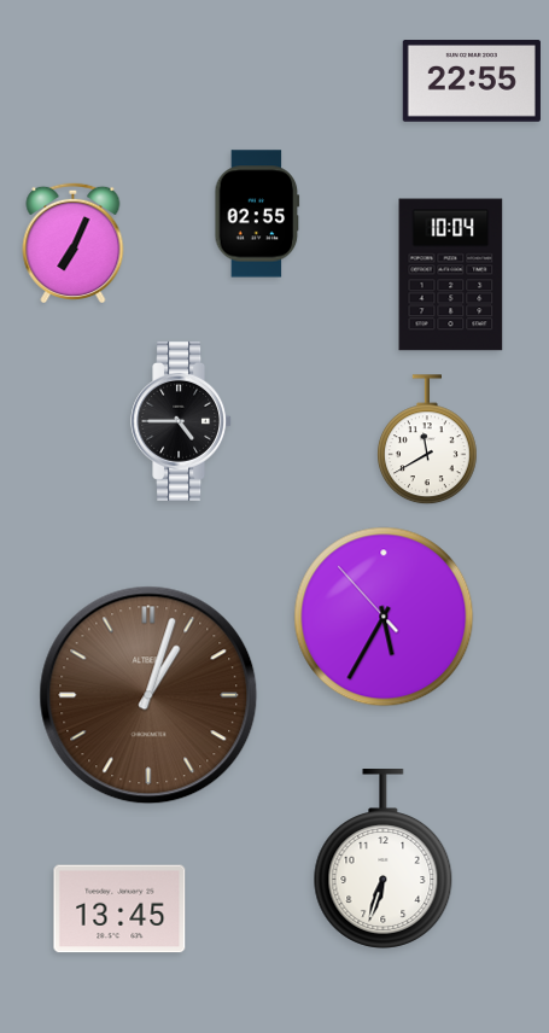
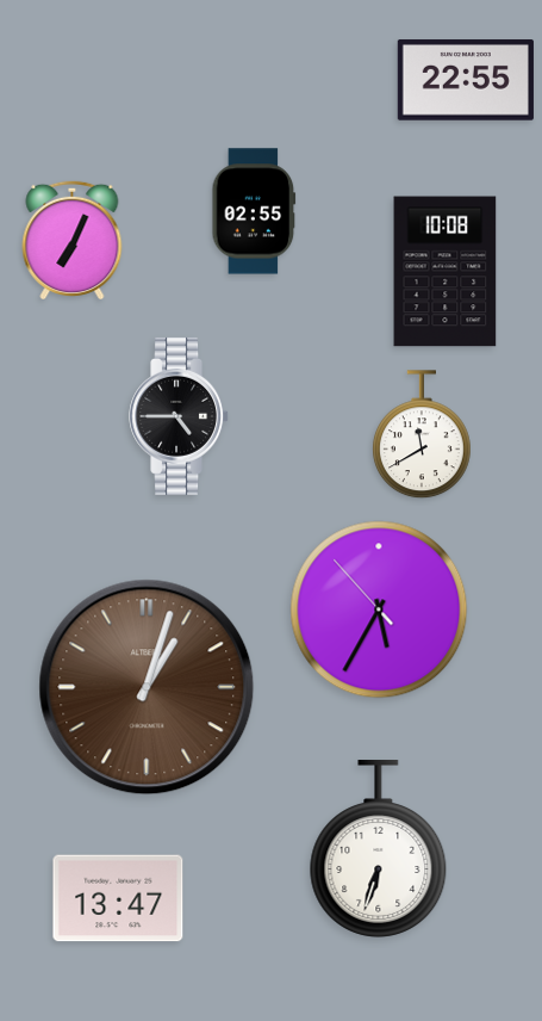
clock at (451, 275): 10:04 -> 10:08
clock at (119, 909): 13:45 -> 13:47
